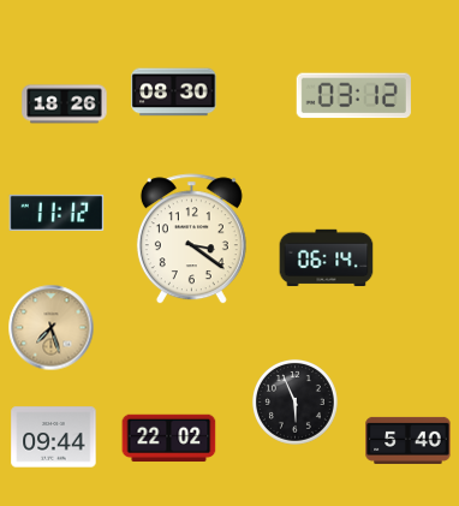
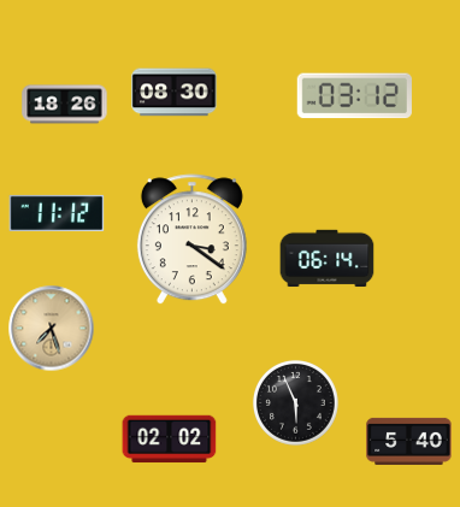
clock at (54, 437): 09:44 -> none
clock at (169, 439): 22:02 -> 02:02
